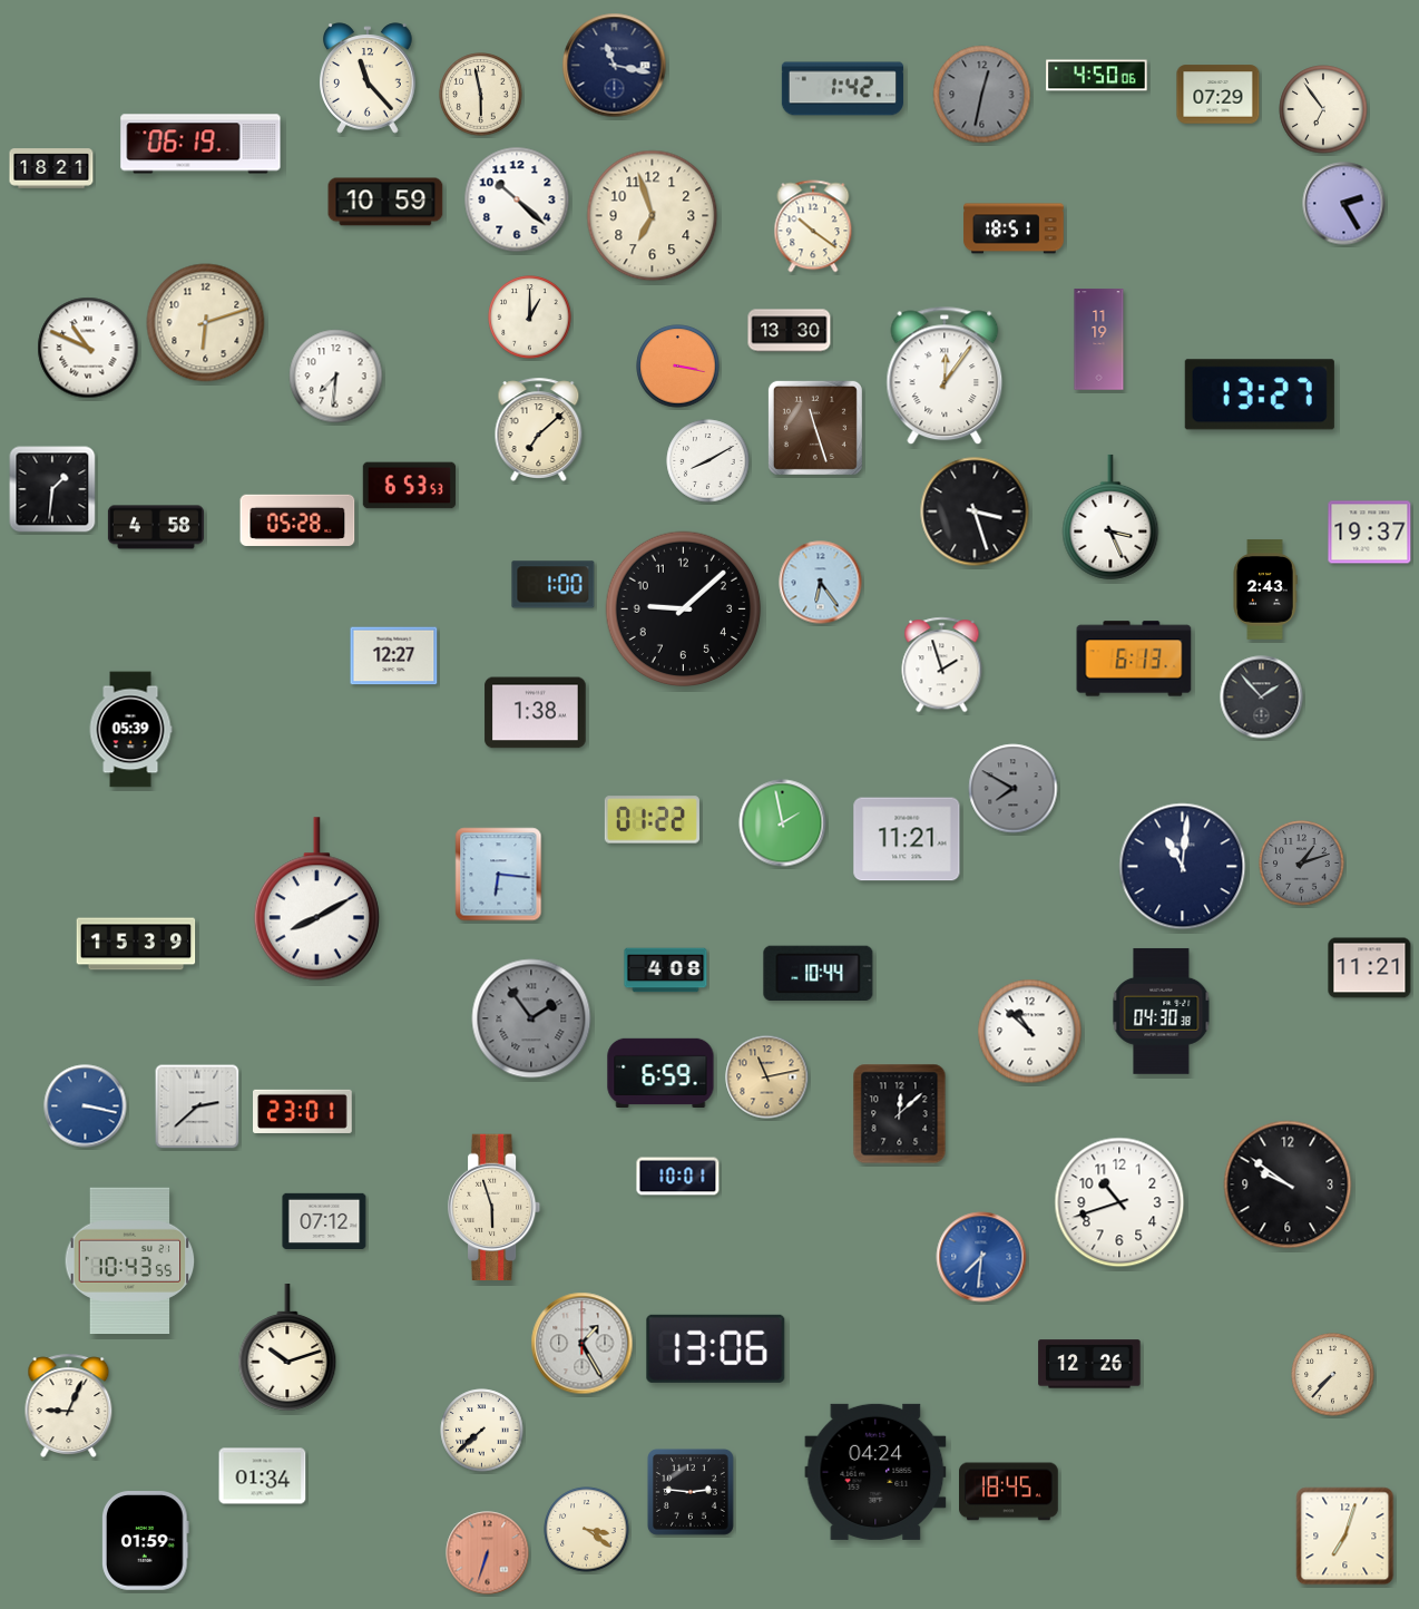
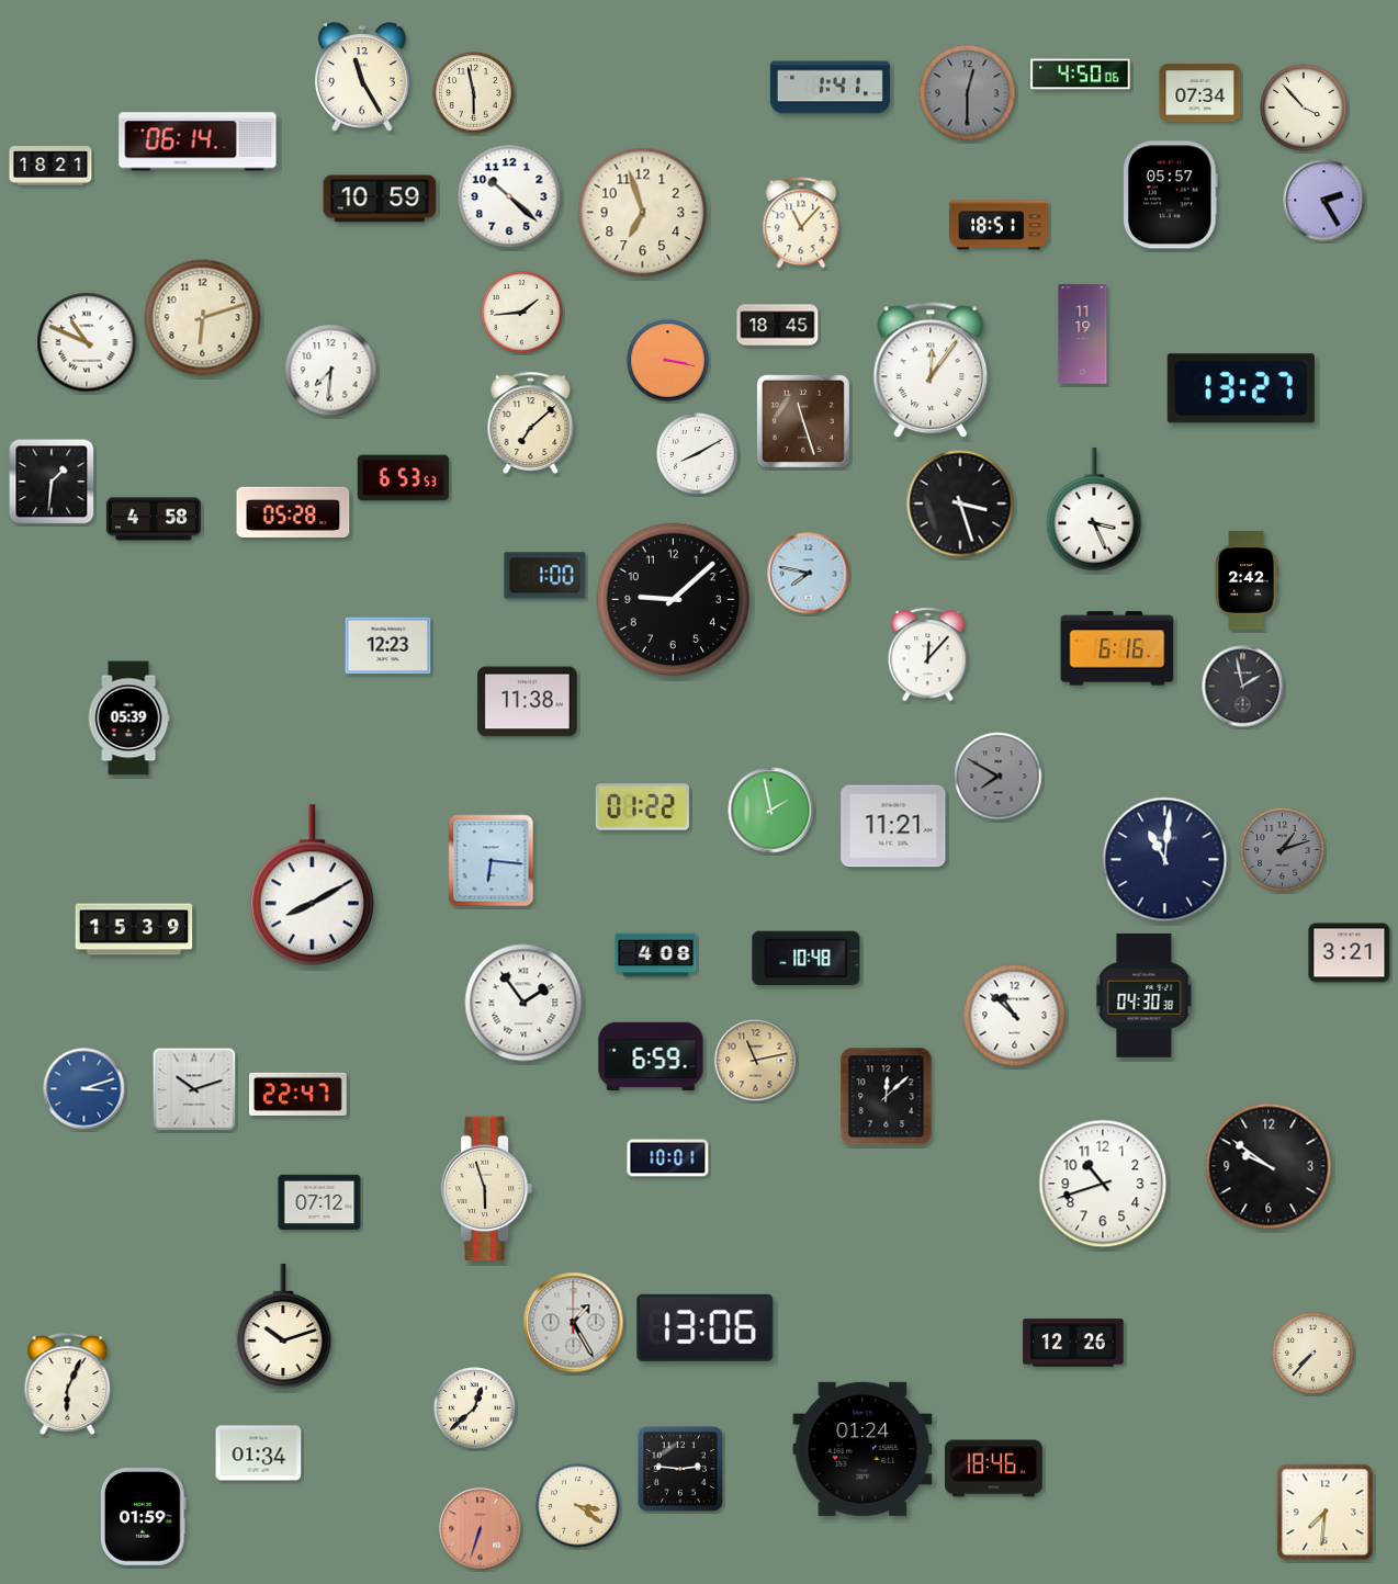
clock at (615, 66): 11:17 -> none
clock at (369, 78): 11:23 -> 11:25
clock at (842, 89): 1:42 -> 1:41
clock at (982, 95): 12:32 -> 12:30
clock at (1219, 95): 07:29 -> 07:34
clock at (1323, 109): 6:54 -> 3:53
clock at (200, 144): 06:19 -> 06:14
clock at (1171, 195): none -> 05:57
clock at (813, 226): 10:21 -> 11:07
clock at (530, 318): 1:00 -> 1:44
clock at (790, 331): 13:30 -> 18:45
clock at (1370, 533): 19:37 -> none
clock at (821, 583): 6:24 -> 7:47
clock at (1265, 589): 2:43 -> 2:42
clock at (394, 656): 12:27 -> 12:23
clock at (1134, 659): 6:13 -> 6:16
clock at (942, 665): 1:57 -> 12:07
clock at (1262, 698): 1:53 -> 1:58
clock at (536, 713): 1:38 -> 11:38
clock at (1183, 867) position: (1183, 867) -> (1165, 860)
clock at (1370, 968): 11:21 -> 3:21
clock at (819, 974): 10:44 -> 10:48
clock at (531, 1018) dial: grey -> white
clock at (86, 1106): 3:17 -> 3:12
clock at (197, 1106): 2:38 -> 10:12
clock at (303, 1111): 23:01 -> 22:47
clock at (981, 1257): 7:31 -> none
clock at (130, 1261): 10:43 -> none
clock at (69, 1405): 9:04 -> 6:04
clock at (482, 1431): 7:38 -> 12:38
clock at (875, 1472): 04:24 -> 01:24
clock at (1009, 1492): 18:45 -> 18:46
clock at (1345, 1537): 7:03 -> 7:31
